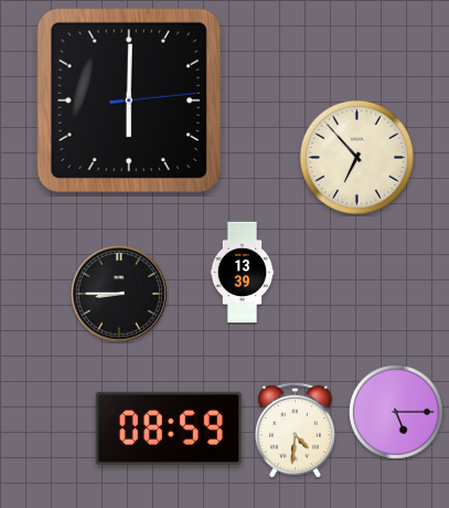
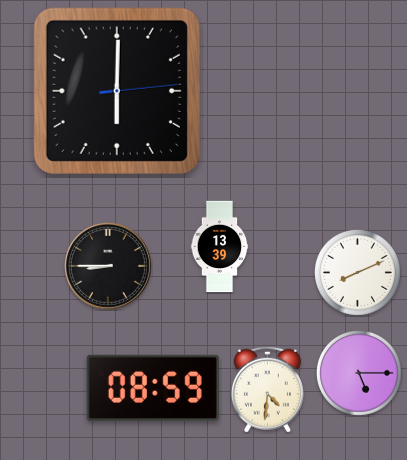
clock at (356, 157): 6:53 -> none
clock at (357, 272): none -> 8:11
